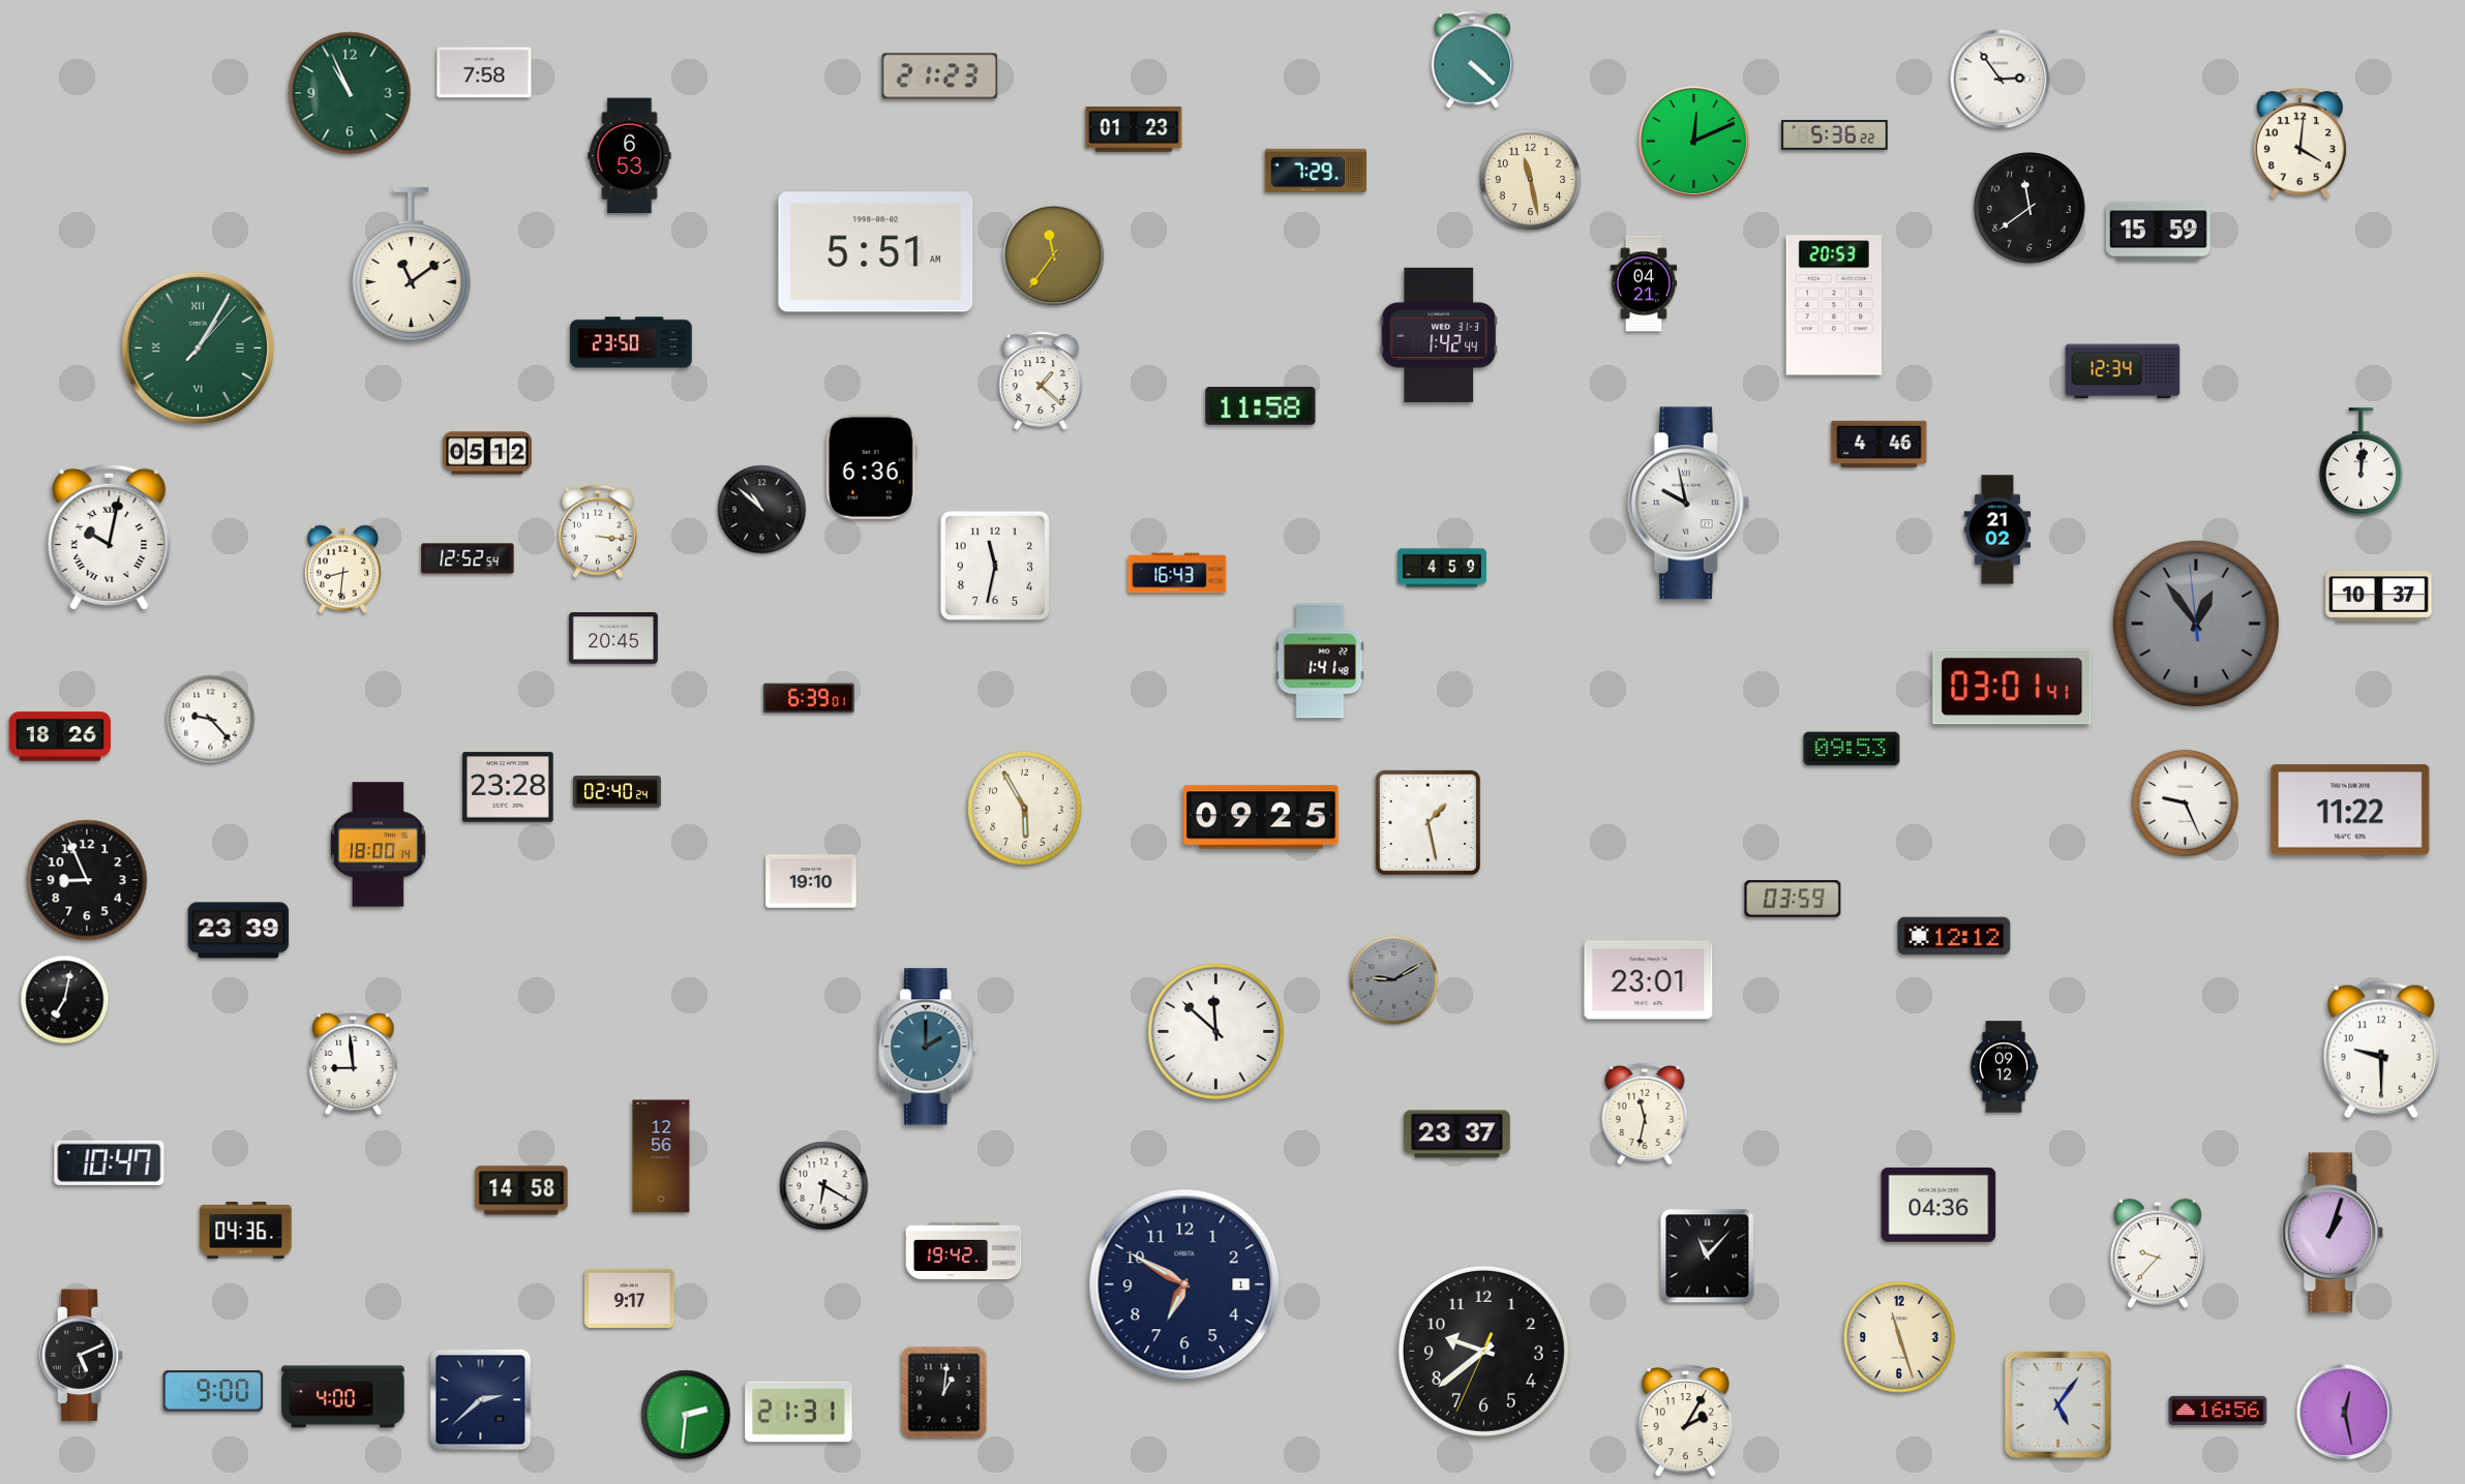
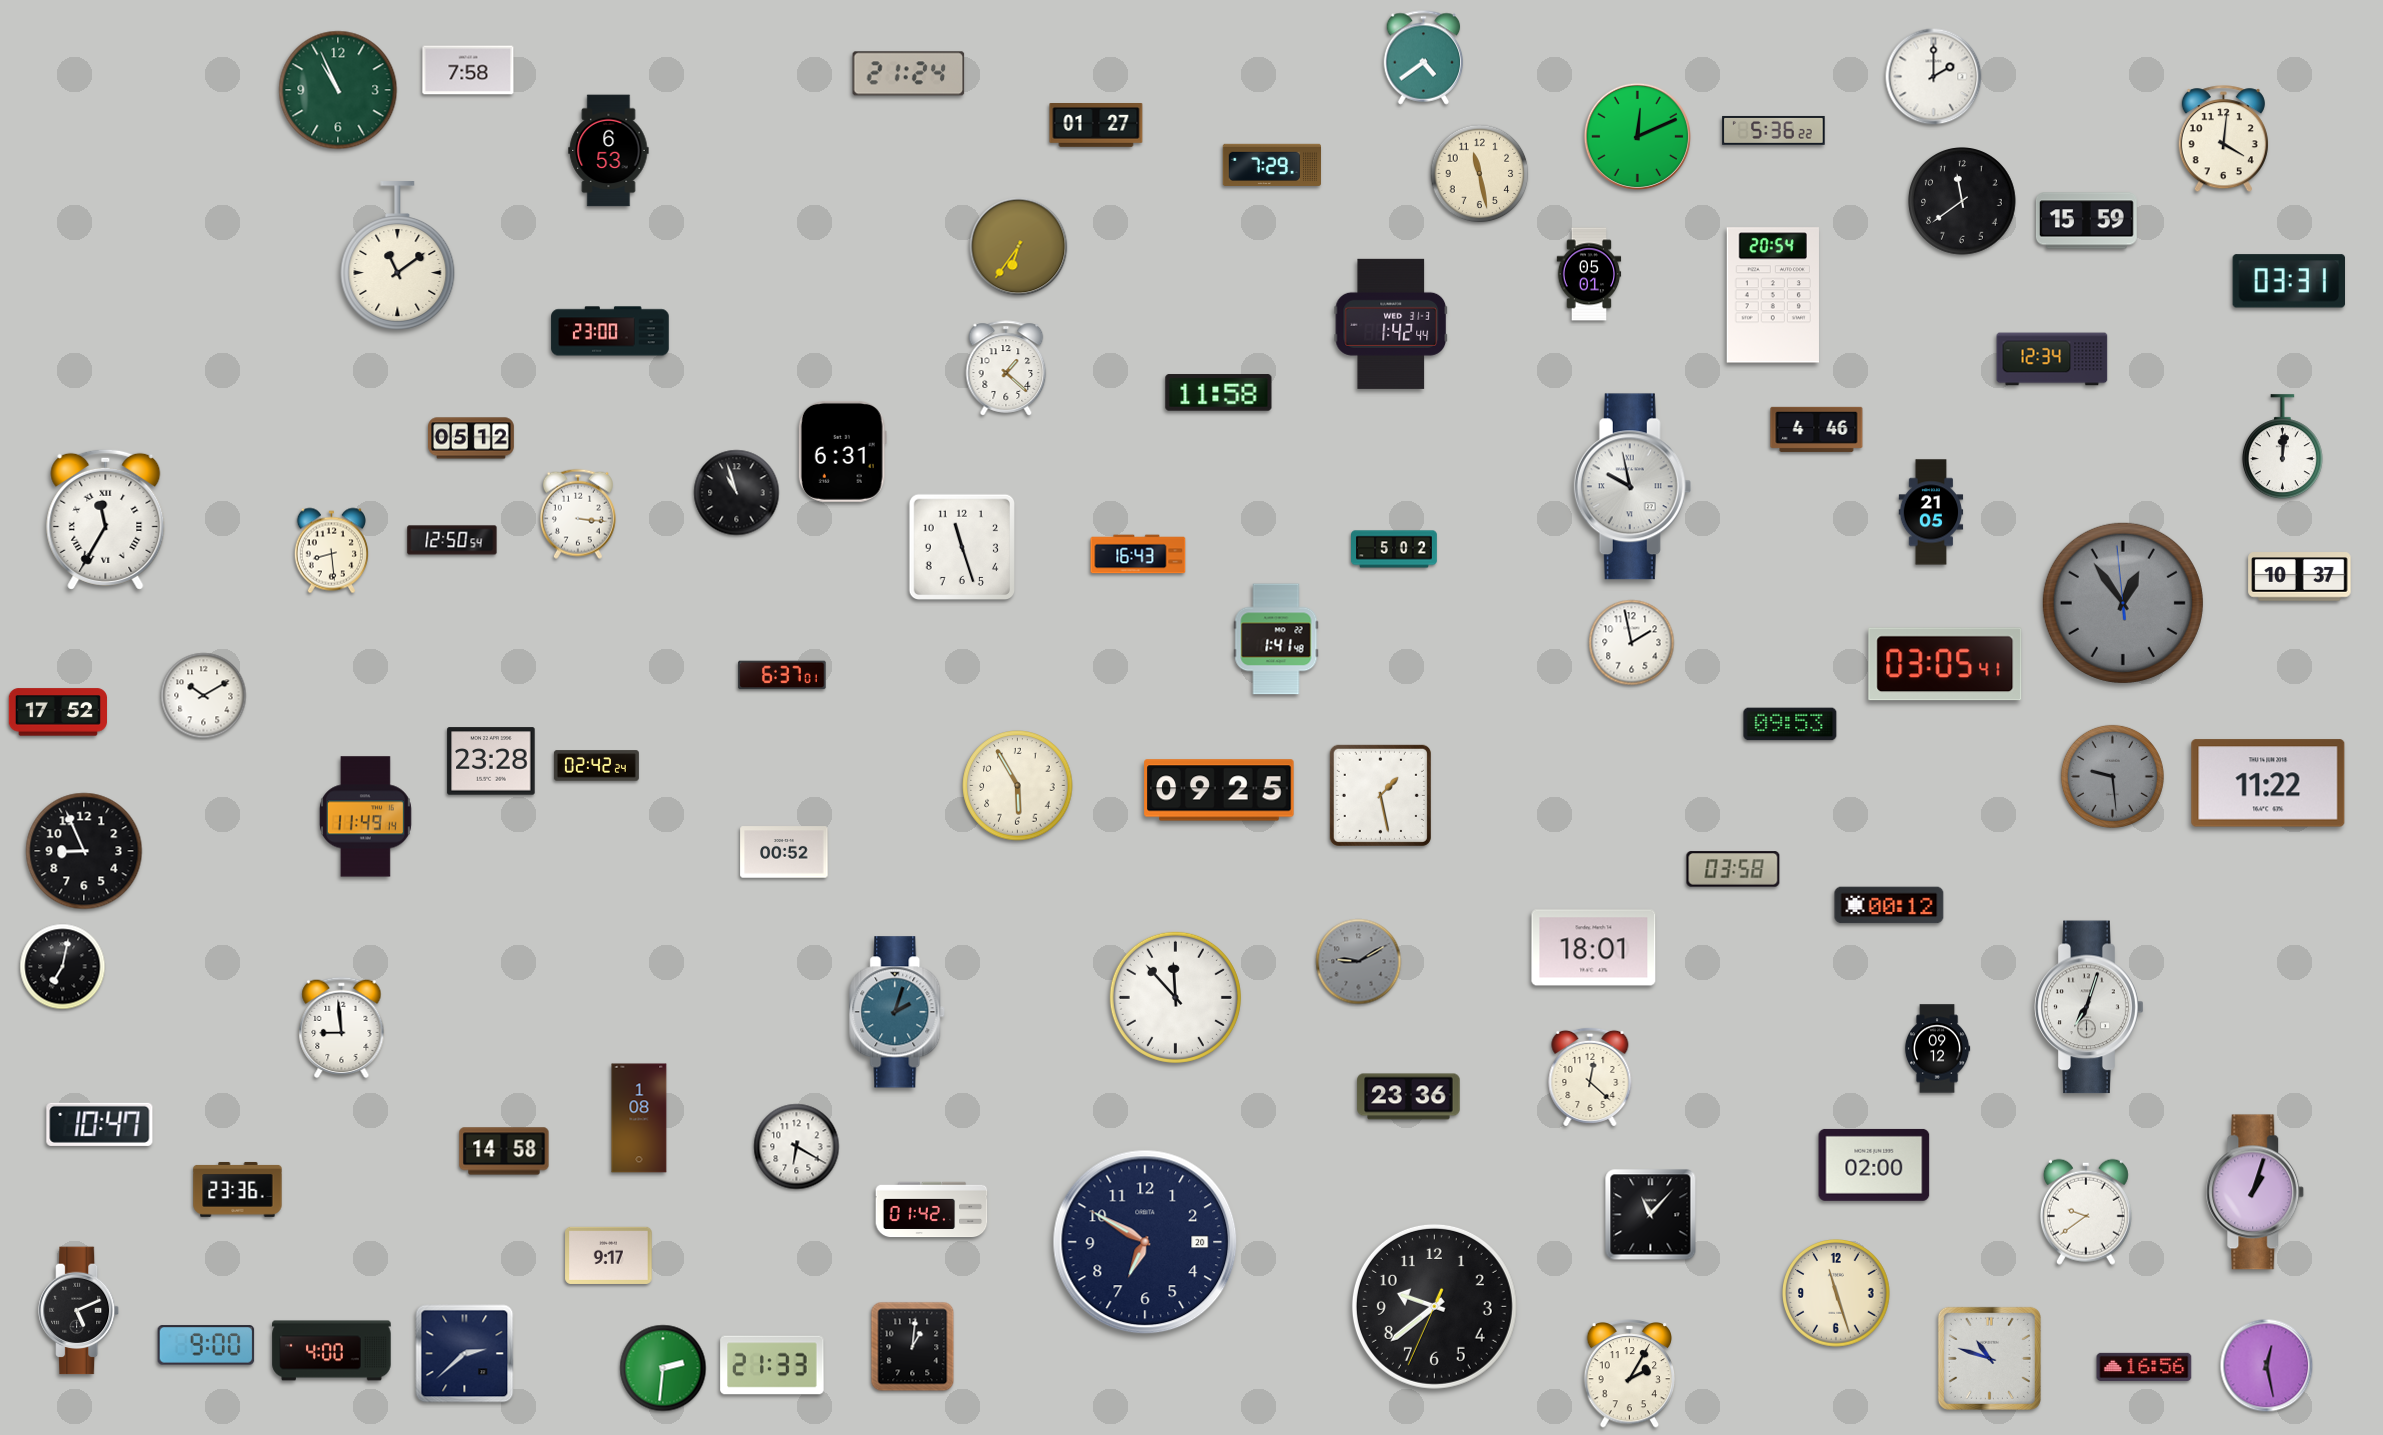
clock at (1473, 60): 4:22 -> 4:39
clock at (940, 77): 21:23 -> 21:24
clock at (2001, 80): 2:54 -> 2:00
clock at (1134, 130): 01:23 -> 01:27
clock at (2158, 232) position: (2158, 232) -> (2086, 221)
clock at (876, 252): 5:51 -> none
clock at (1054, 255): 11:36 -> 6:36
clock at (1644, 283): 04:21 -> 05:01
clock at (2288, 281): none -> 03:31
clock at (1834, 305): 20:53 -> 20:54
clock at (631, 342): 23:50 -> 23:00
clock at (198, 347): 1:05 -> none
clock at (871, 466): 6:36 -> 6:31
clock at (762, 510): 10:52 -> 10:57
clock at (1997, 529): 21:02 -> 21:05
clock at (110, 537): 10:02 -> 11:35
clock at (468, 558): 12:52 -> 12:50
clock at (994, 565): 11:32 -> 11:27
clock at (1443, 568): 4:59 -> 5:02
clock at (342, 570): 8:31 -> 8:29
clock at (614, 639): 20:45 -> none
clock at (1632, 643): none -> 1:58
clock at (2012, 687): 03:01 -> 03:05
clock at (809, 698): 6:39 -> 6:37
clock at (211, 720): 9:23 -> 10:10
clock at (59, 736): 18:26 -> 17:52
clock at (617, 792): 02:40 -> 02:42
clock at (2185, 802): 9:26 -> 9:29
clock at (2185, 802) dial: white -> grey
clock at (1025, 809) position: (1025, 809) -> (1018, 786)
clock at (2350, 810) position: (2350, 810) -> (2268, 783)
clock at (378, 845): 18:00 -> 11:49
clock at (811, 881): 19:10 -> 00:52
clock at (1793, 899): 03:59 -> 03:58
clock at (239, 931): 23:39 -> none
clock at (1954, 936): 12:12 -> 00:12
clock at (1394, 980) position: (1394, 980) -> (1359, 962)
clock at (1649, 980): 23:01 -> 18:01
clock at (1215, 1031): 11:52 -> 11:53
clock at (2089, 1007): none -> 7:03
clock at (929, 1047): 2:00 -> 2:03
clock at (2381, 1050): 9:30 -> none
clock at (2004, 1067) position: (2004, 1067) -> (1937, 1049)
clock at (1645, 1114): 11:32 -> 12:22
clock at (1457, 1134): 23:37 -> 23:36
clock at (661, 1156): 12:56 -> 1:08
clock at (110, 1162) position: (110, 1162) -> (100, 1124)
clock at (1938, 1205): 04:36 -> 02:00
clock at (246, 1231): 04:36 -> 23:36
clock at (964, 1251): 19:42 -> 01:42
clock at (2158, 1253): 9:37 -> 9:39
clock at (1184, 1284) date: 1 -> 20
clock at (2057, 1404): 5:06 -> 10:48
clock at (2218, 1411) position: (2218, 1411) -> (2144, 1367)
clock at (799, 1412): 21:31 -> 21:33
